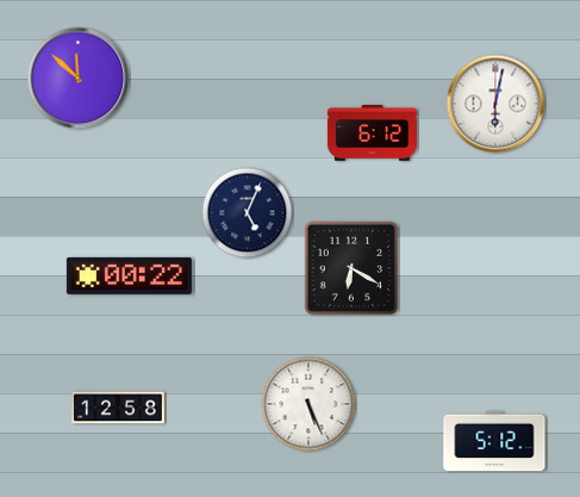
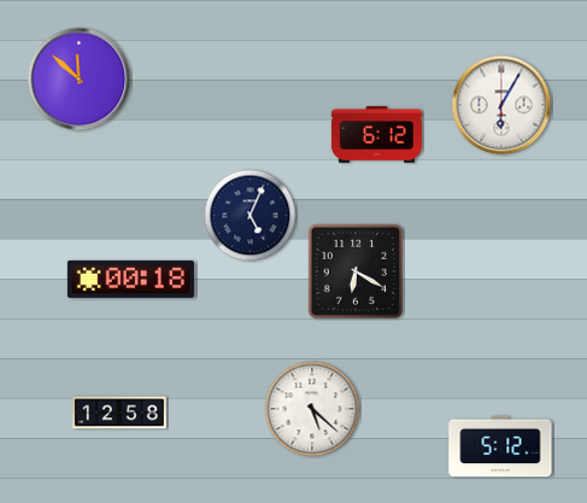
clock at (495, 104): 6:02 -> 6:05
clock at (129, 275): 00:22 -> 00:18
clock at (308, 404): 5:26 -> 5:22
